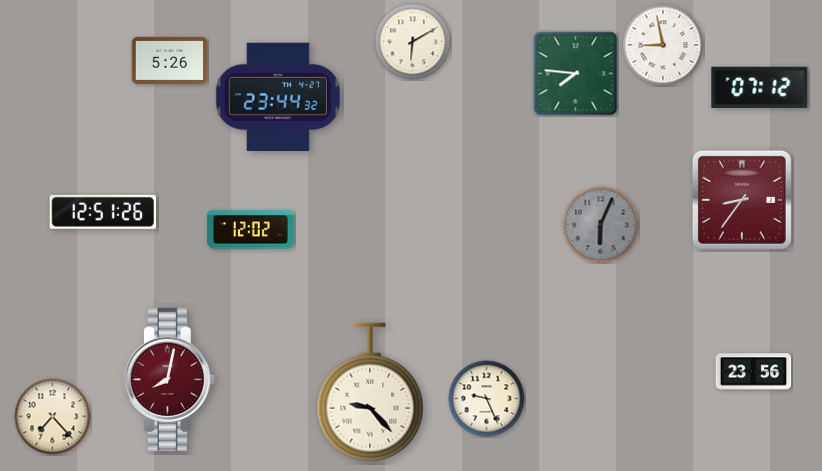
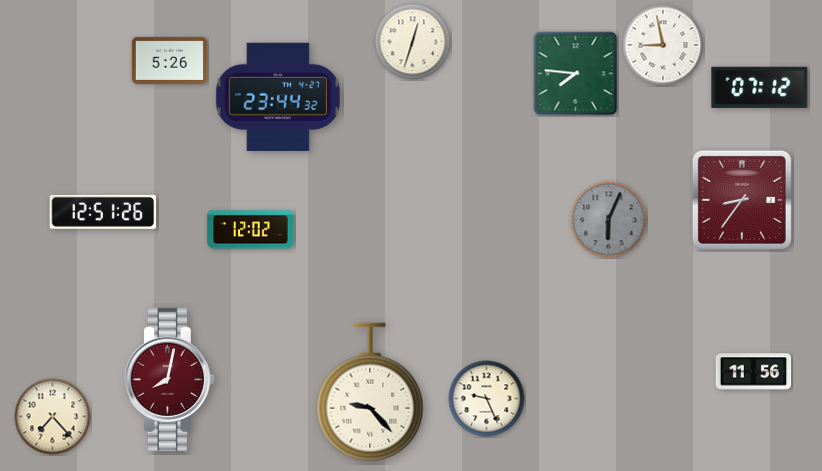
clock at (413, 42): 6:10 -> 12:33
clock at (601, 225) position: (601, 225) -> (609, 220)
clock at (754, 372): 23:56 -> 11:56
